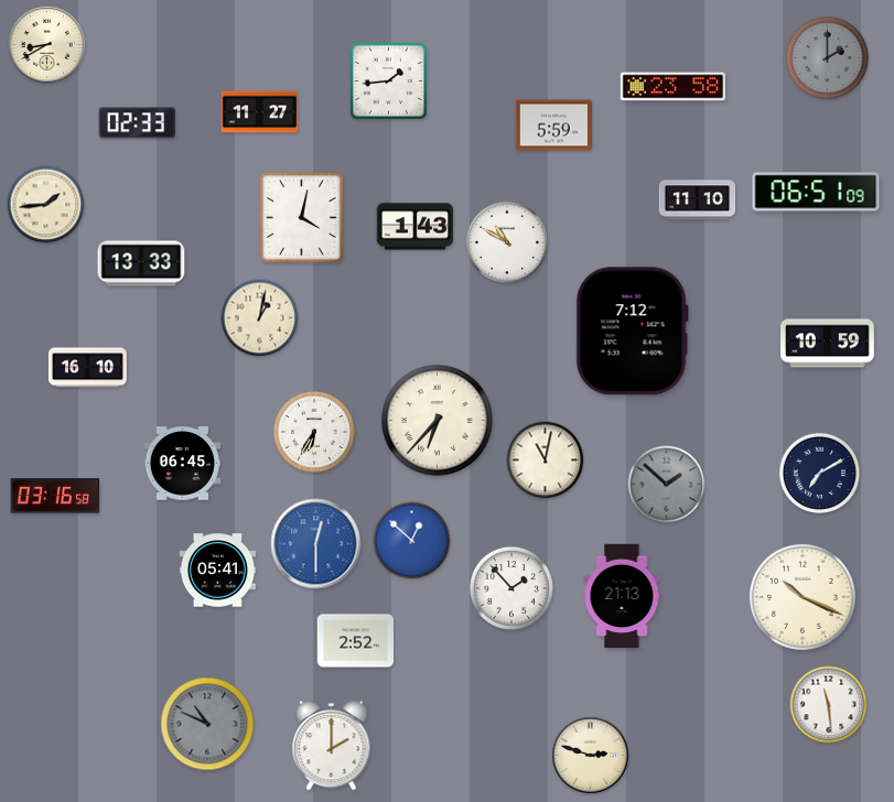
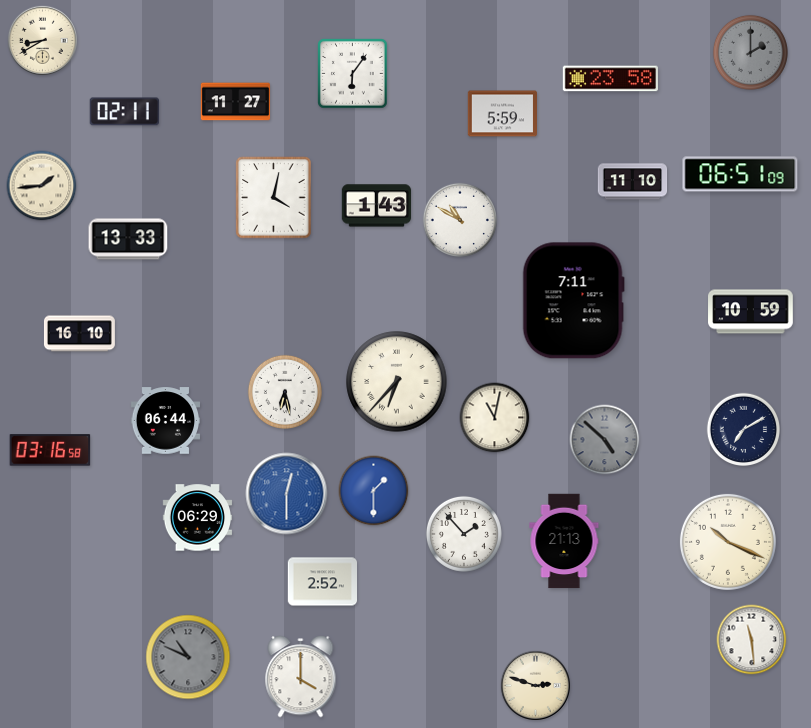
clock at (389, 82): 1:44 -> 6:06
clock at (137, 123): 02:33 -> 02:11
clock at (260, 318): 1:02 -> none
clock at (632, 332): 7:12 -> 7:11
clock at (314, 432): 6:35 -> 6:28
clock at (183, 464): 06:45 -> 06:44
clock at (667, 485): 1:52 -> 4:52
clock at (412, 541): 12:52 -> 1:30
clock at (218, 571): 05:41 -> 06:29
clock at (332, 746): 2:00 -> 4:00
